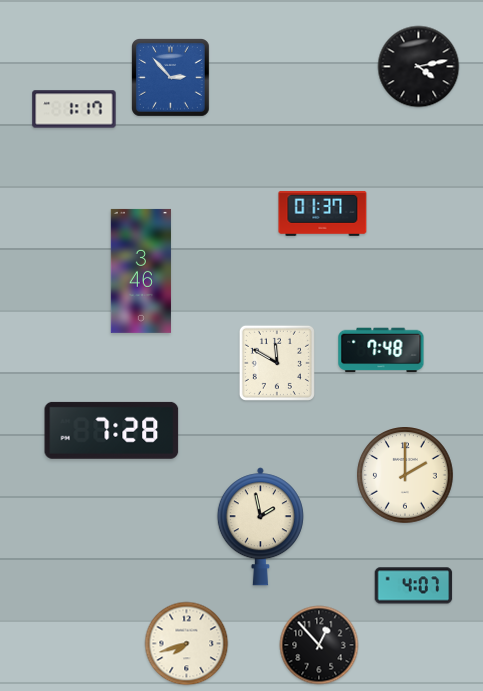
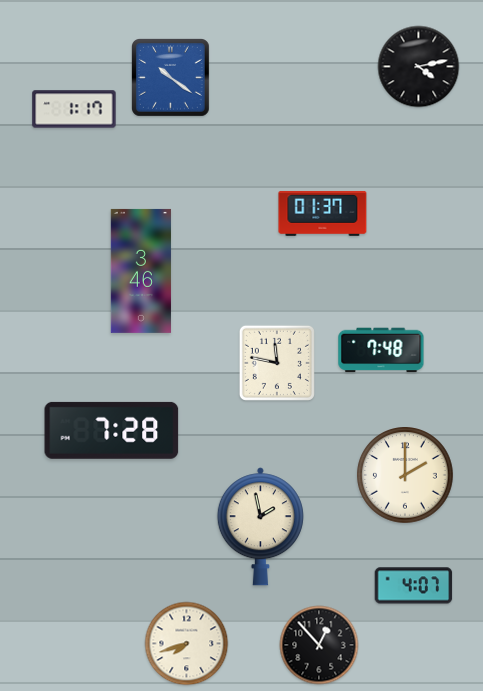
clock at (171, 78): 2:53 -> 10:21
clock at (277, 363): 11:50 -> 11:47
